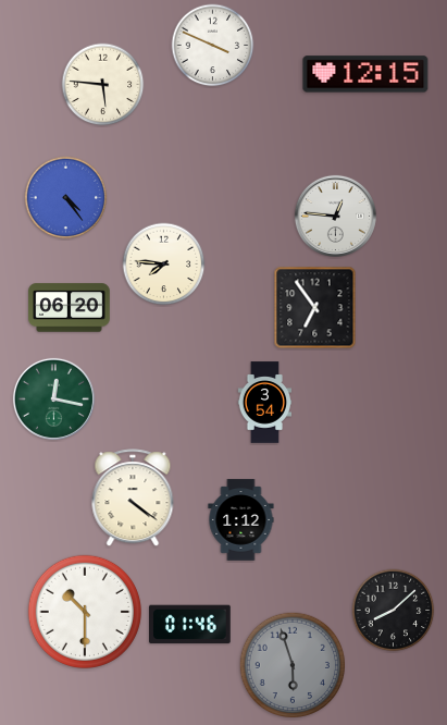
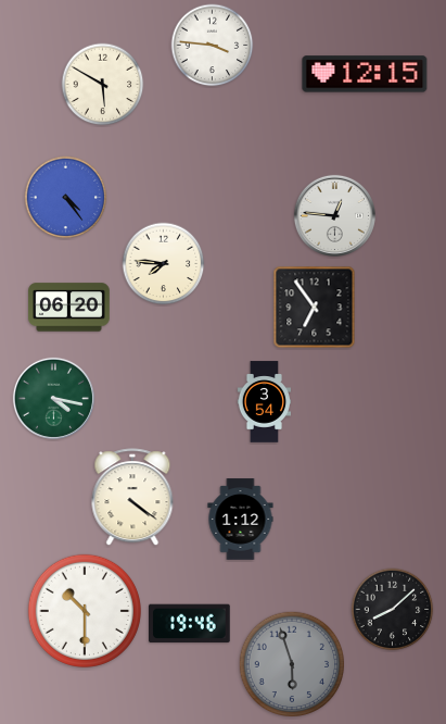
clock at (213, 46): 3:49 -> 3:46
clock at (103, 85): 5:46 -> 5:50
clock at (53, 398): 12:17 -> 4:17
clock at (190, 625): 01:46 -> 19:46
